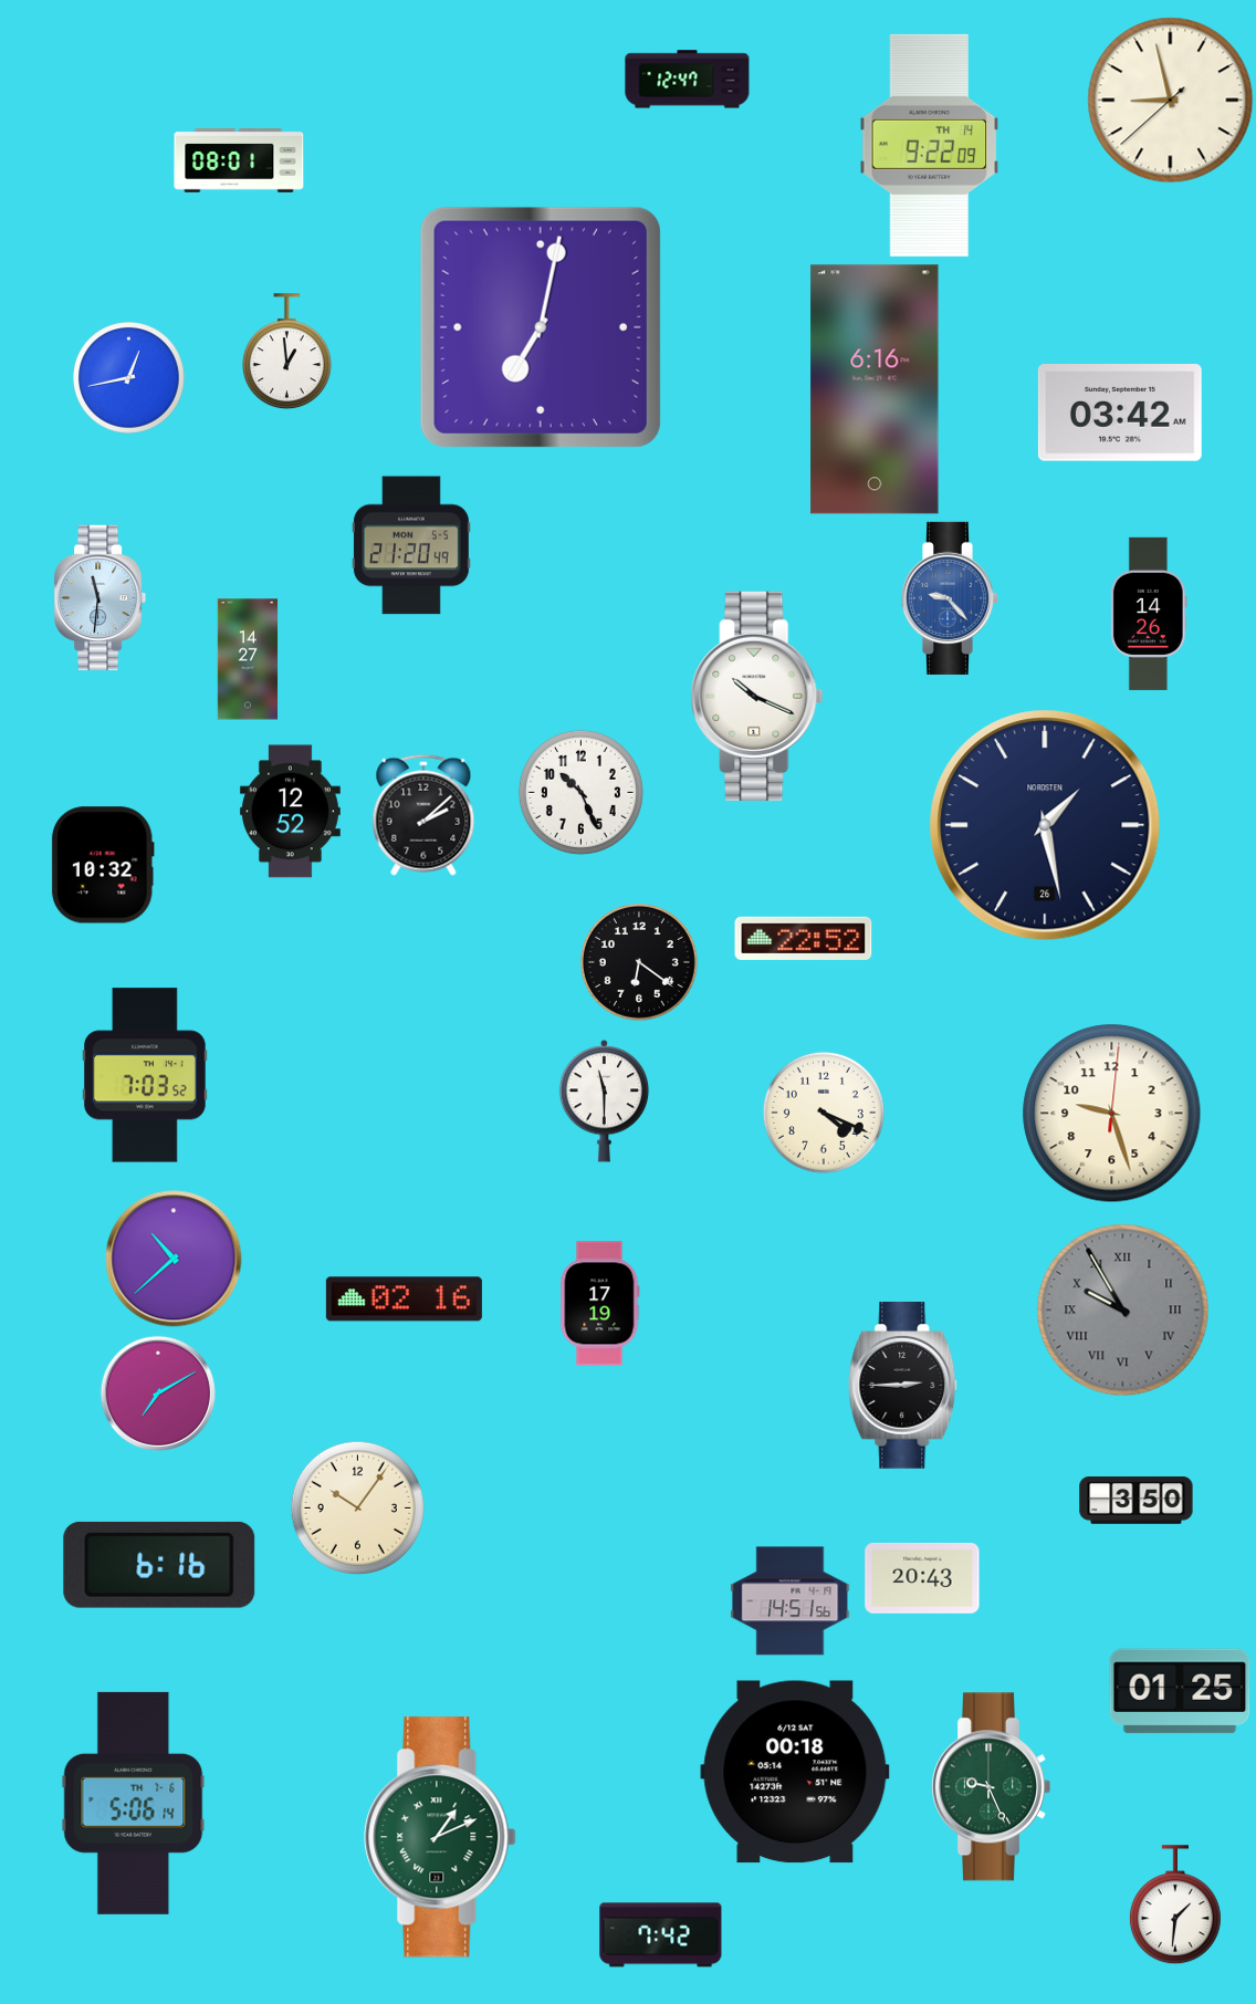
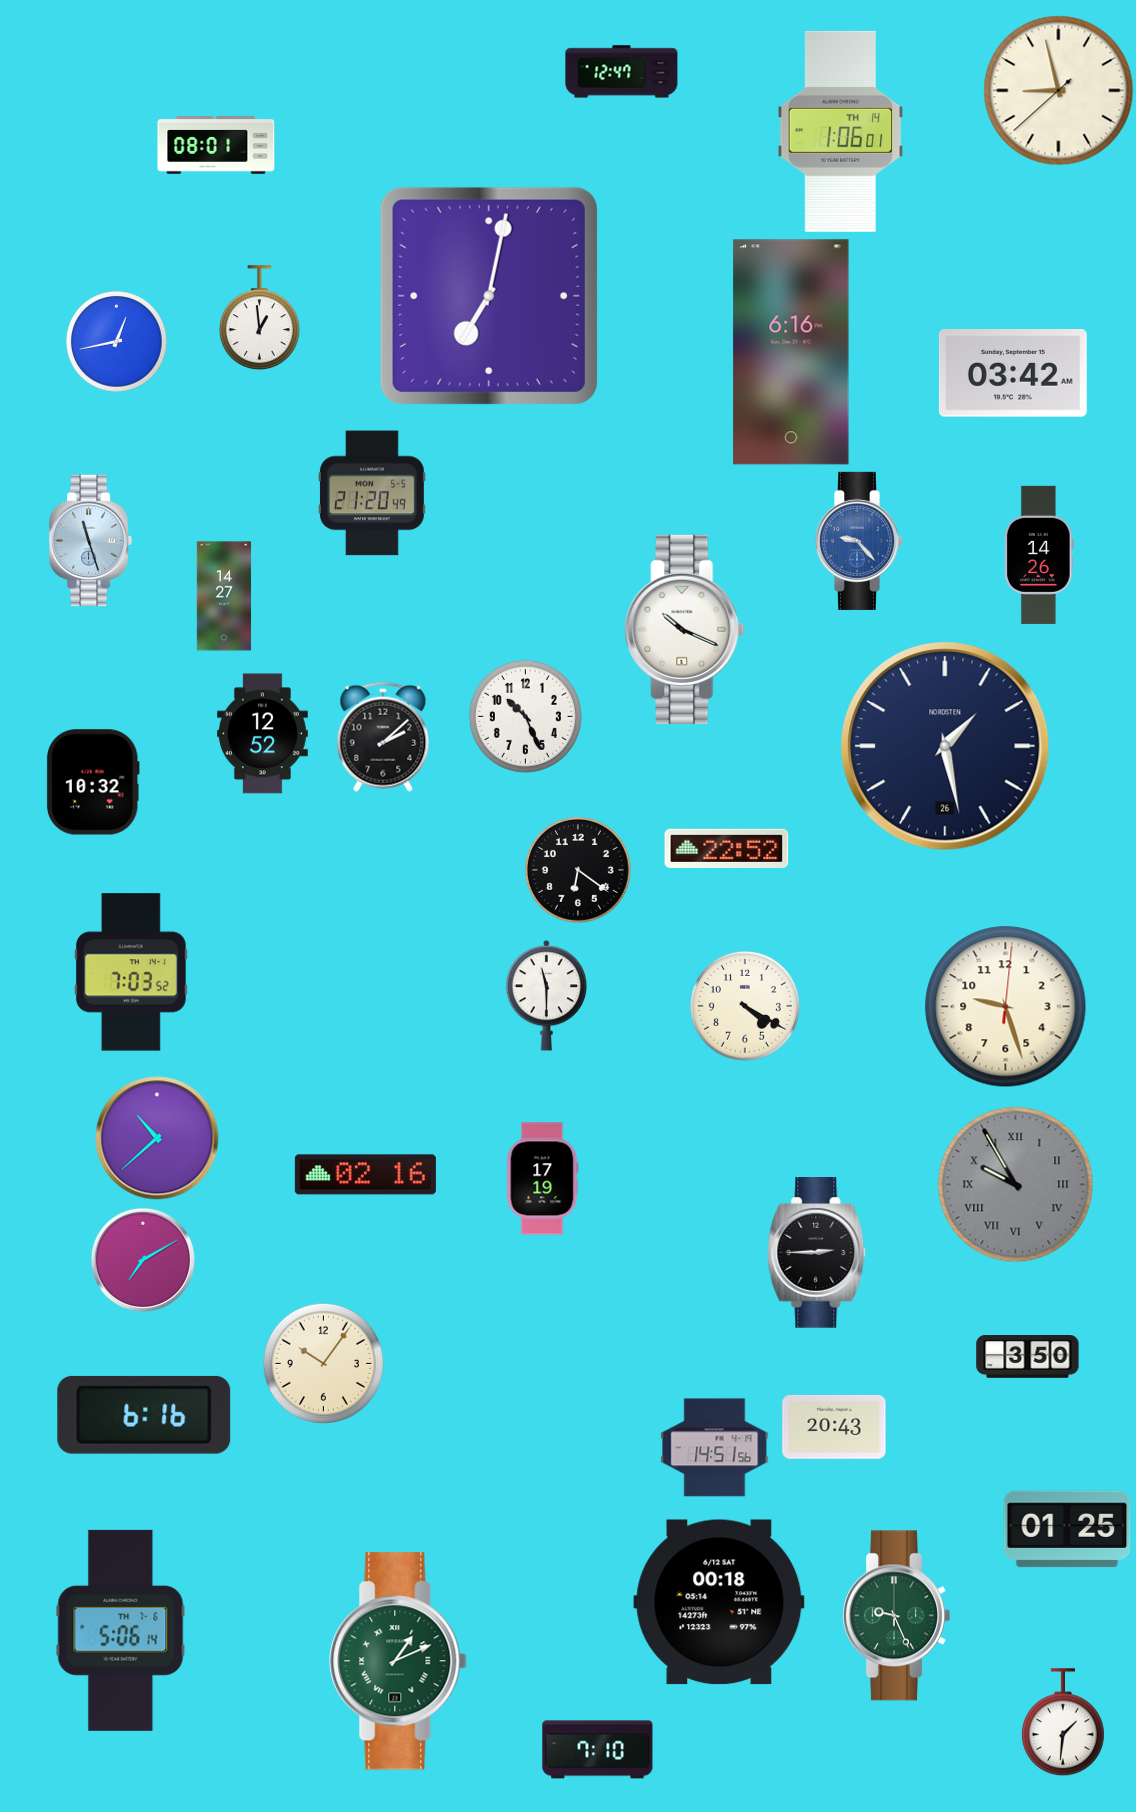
clock at (930, 145): 9:22 -> 1:06
clock at (101, 598): 11:31 -> 11:27
clock at (824, 1113): 4:19 -> 4:20
clock at (661, 1935): 7:42 -> 7:10
